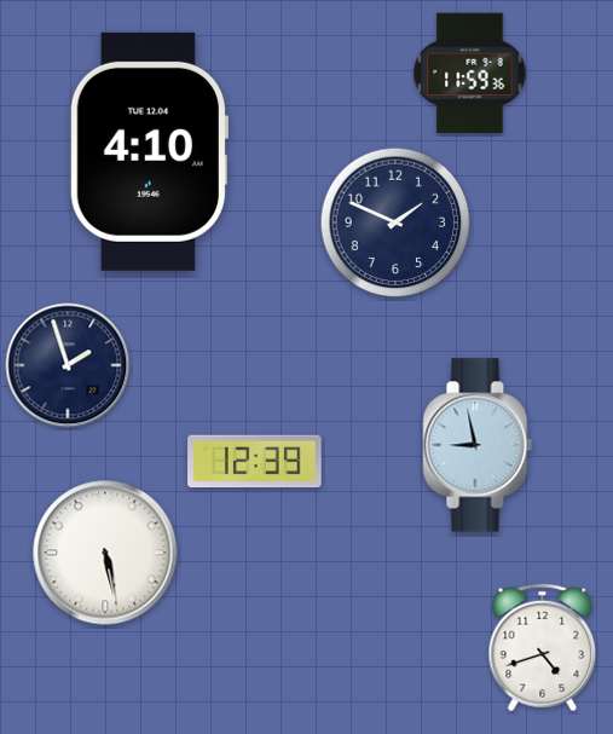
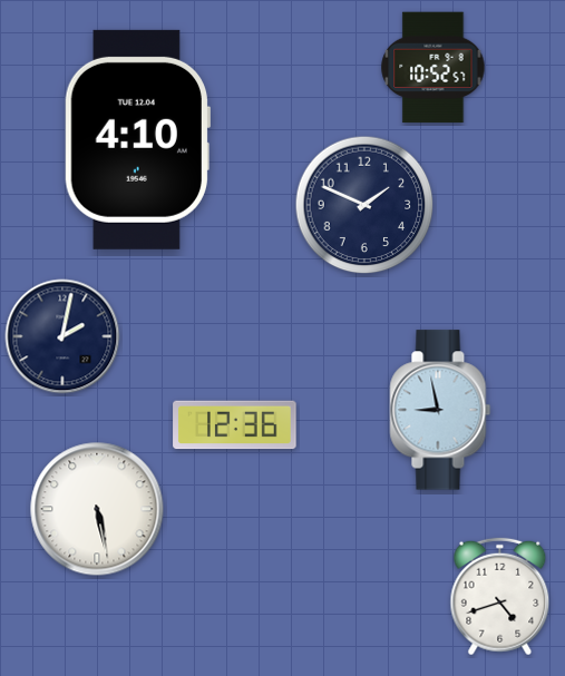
clock at (470, 74): 11:59 -> 10:52
clock at (68, 365): 1:57 -> 2:02
clock at (255, 462): 12:39 -> 12:36
